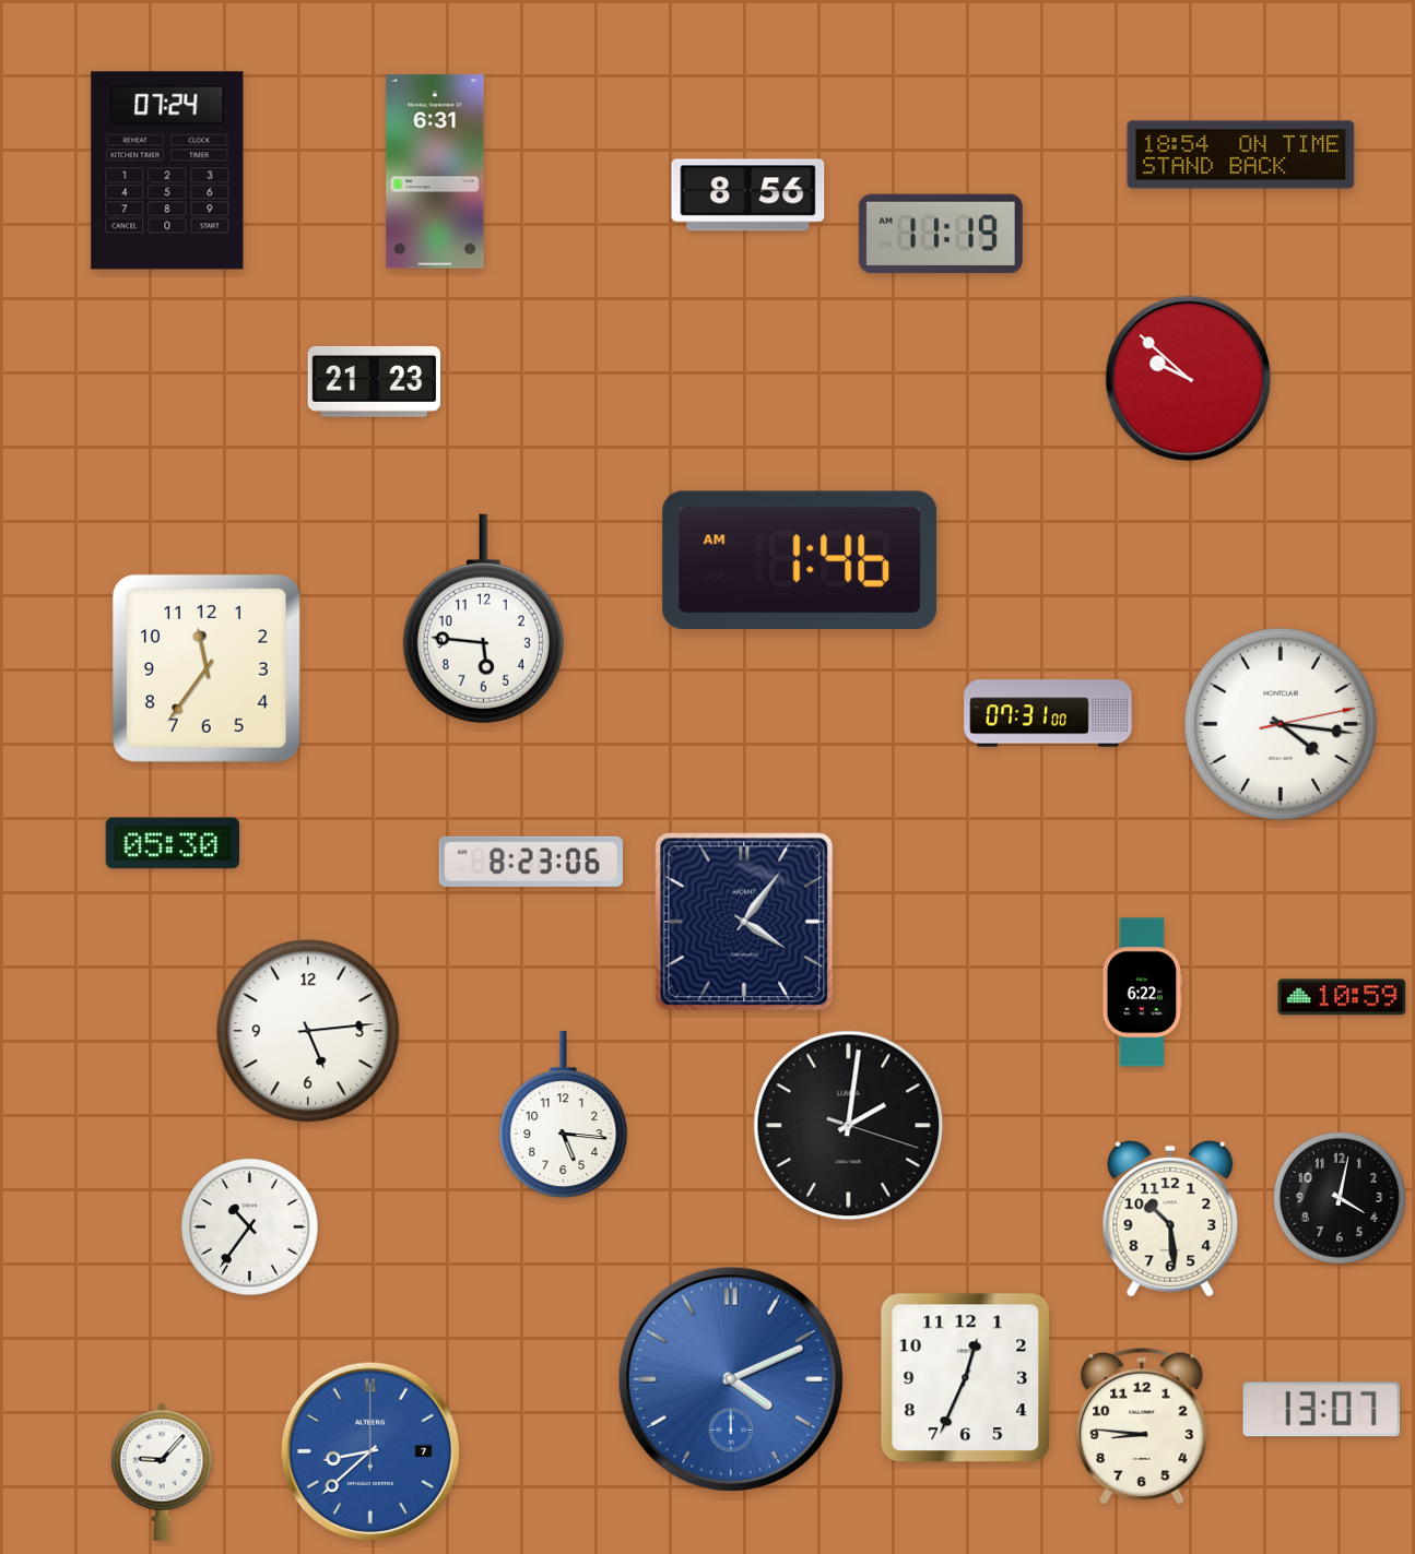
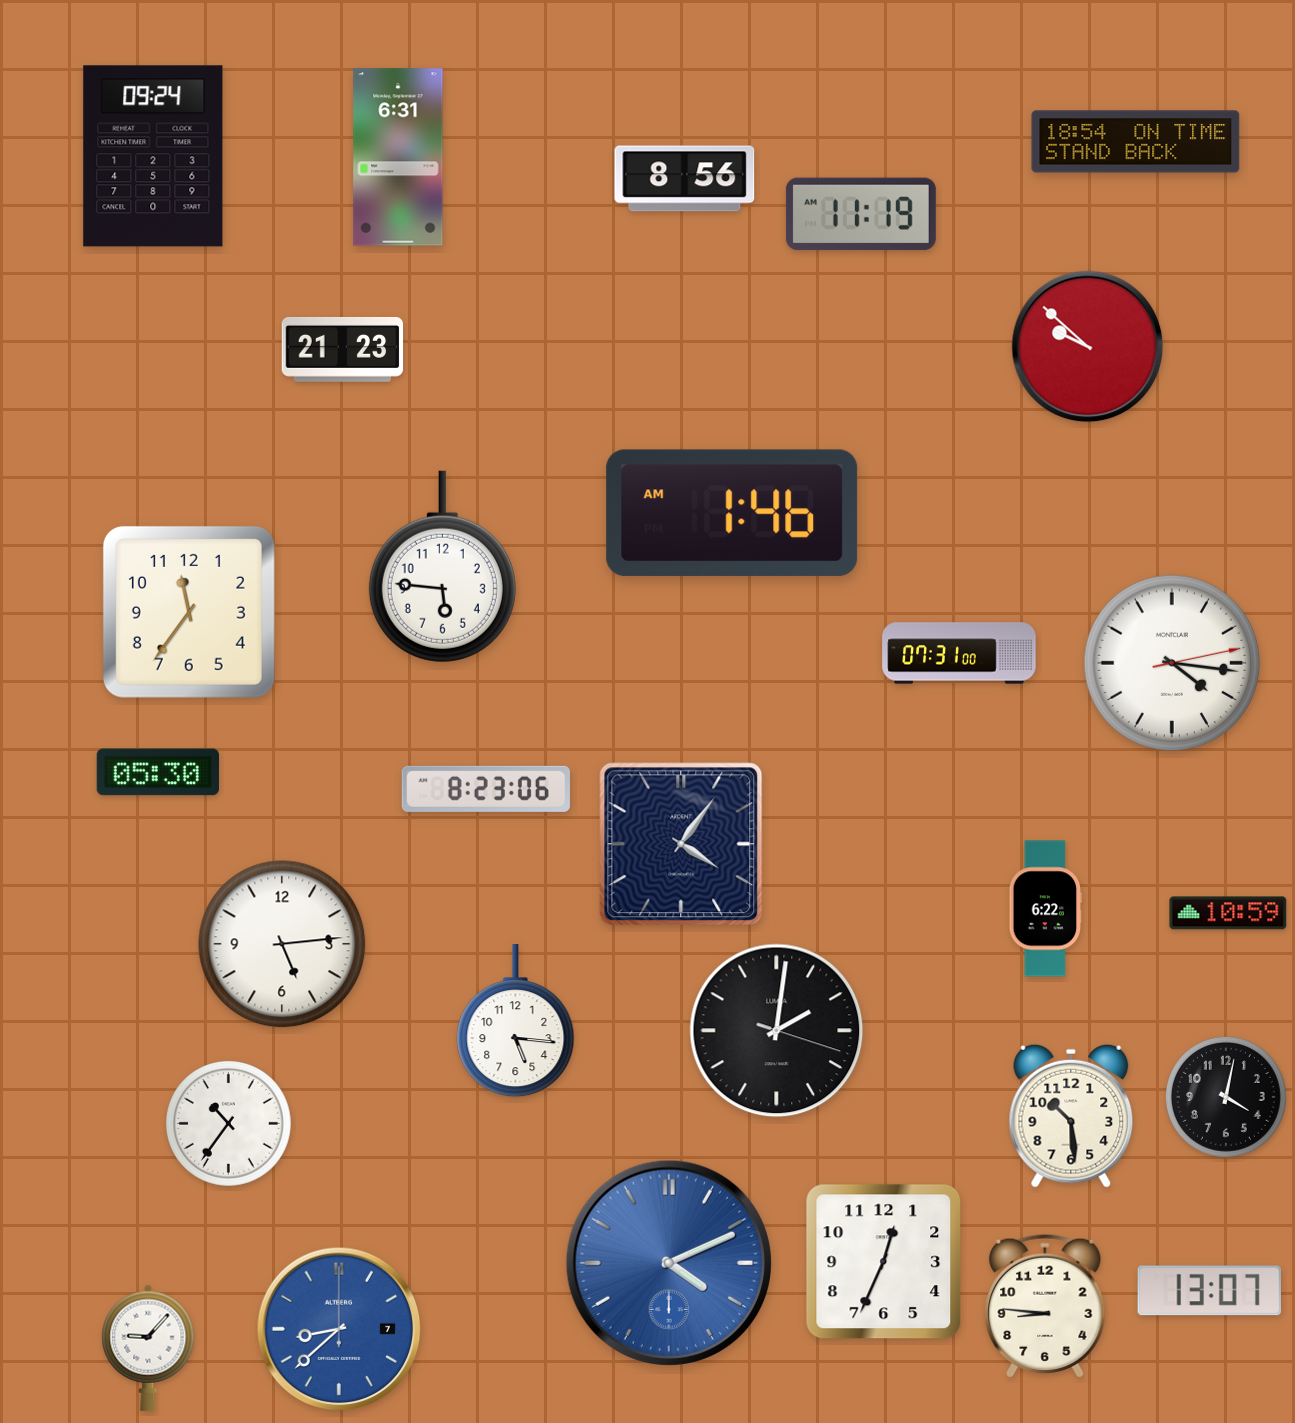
clock at (167, 170): 07:24 -> 09:24
